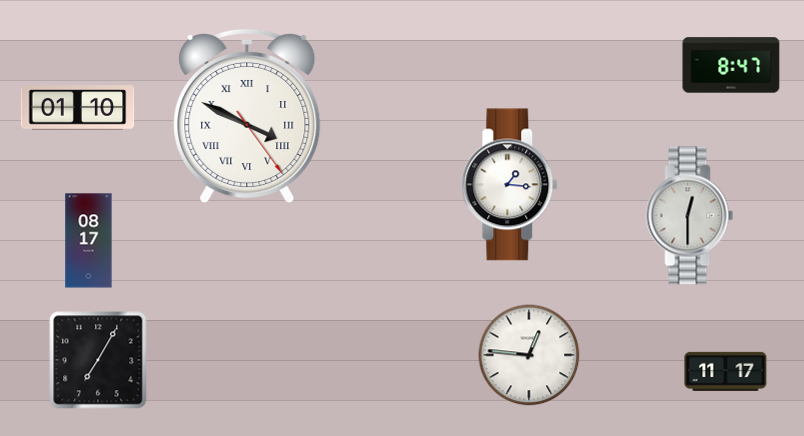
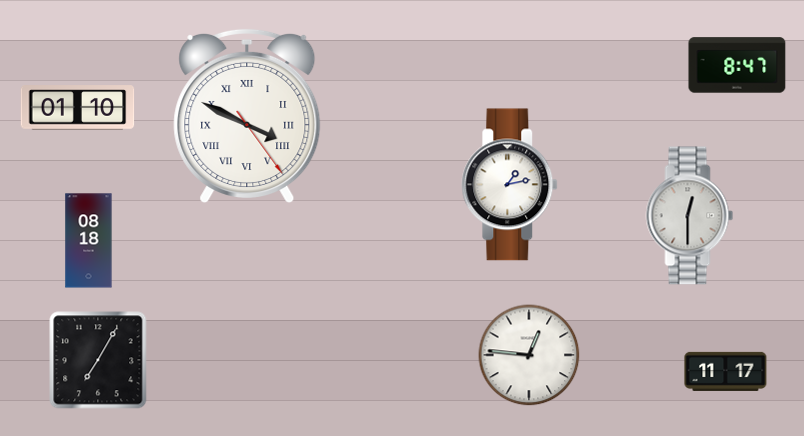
clock at (731, 65) position: (731, 65) -> (737, 65)
clock at (510, 185): 1:16 -> 1:13
clock at (89, 241): 08:17 -> 08:18
